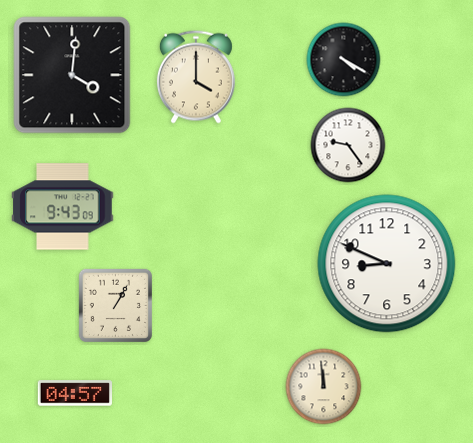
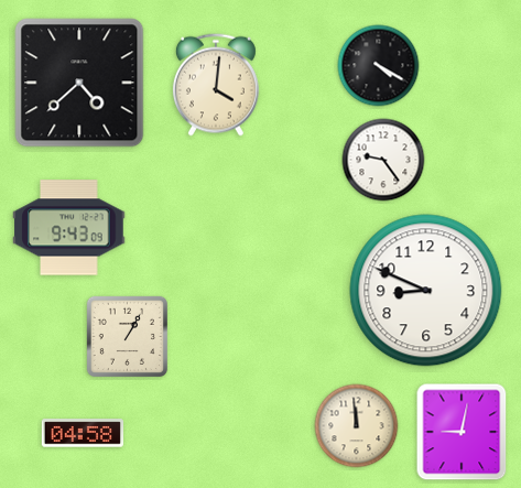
clock at (72, 75): 4:01 -> 4:38
clock at (196, 77): 4:00 -> 4:01
clock at (462, 432): none -> 9:02
clock at (74, 393): 04:57 -> 04:58
